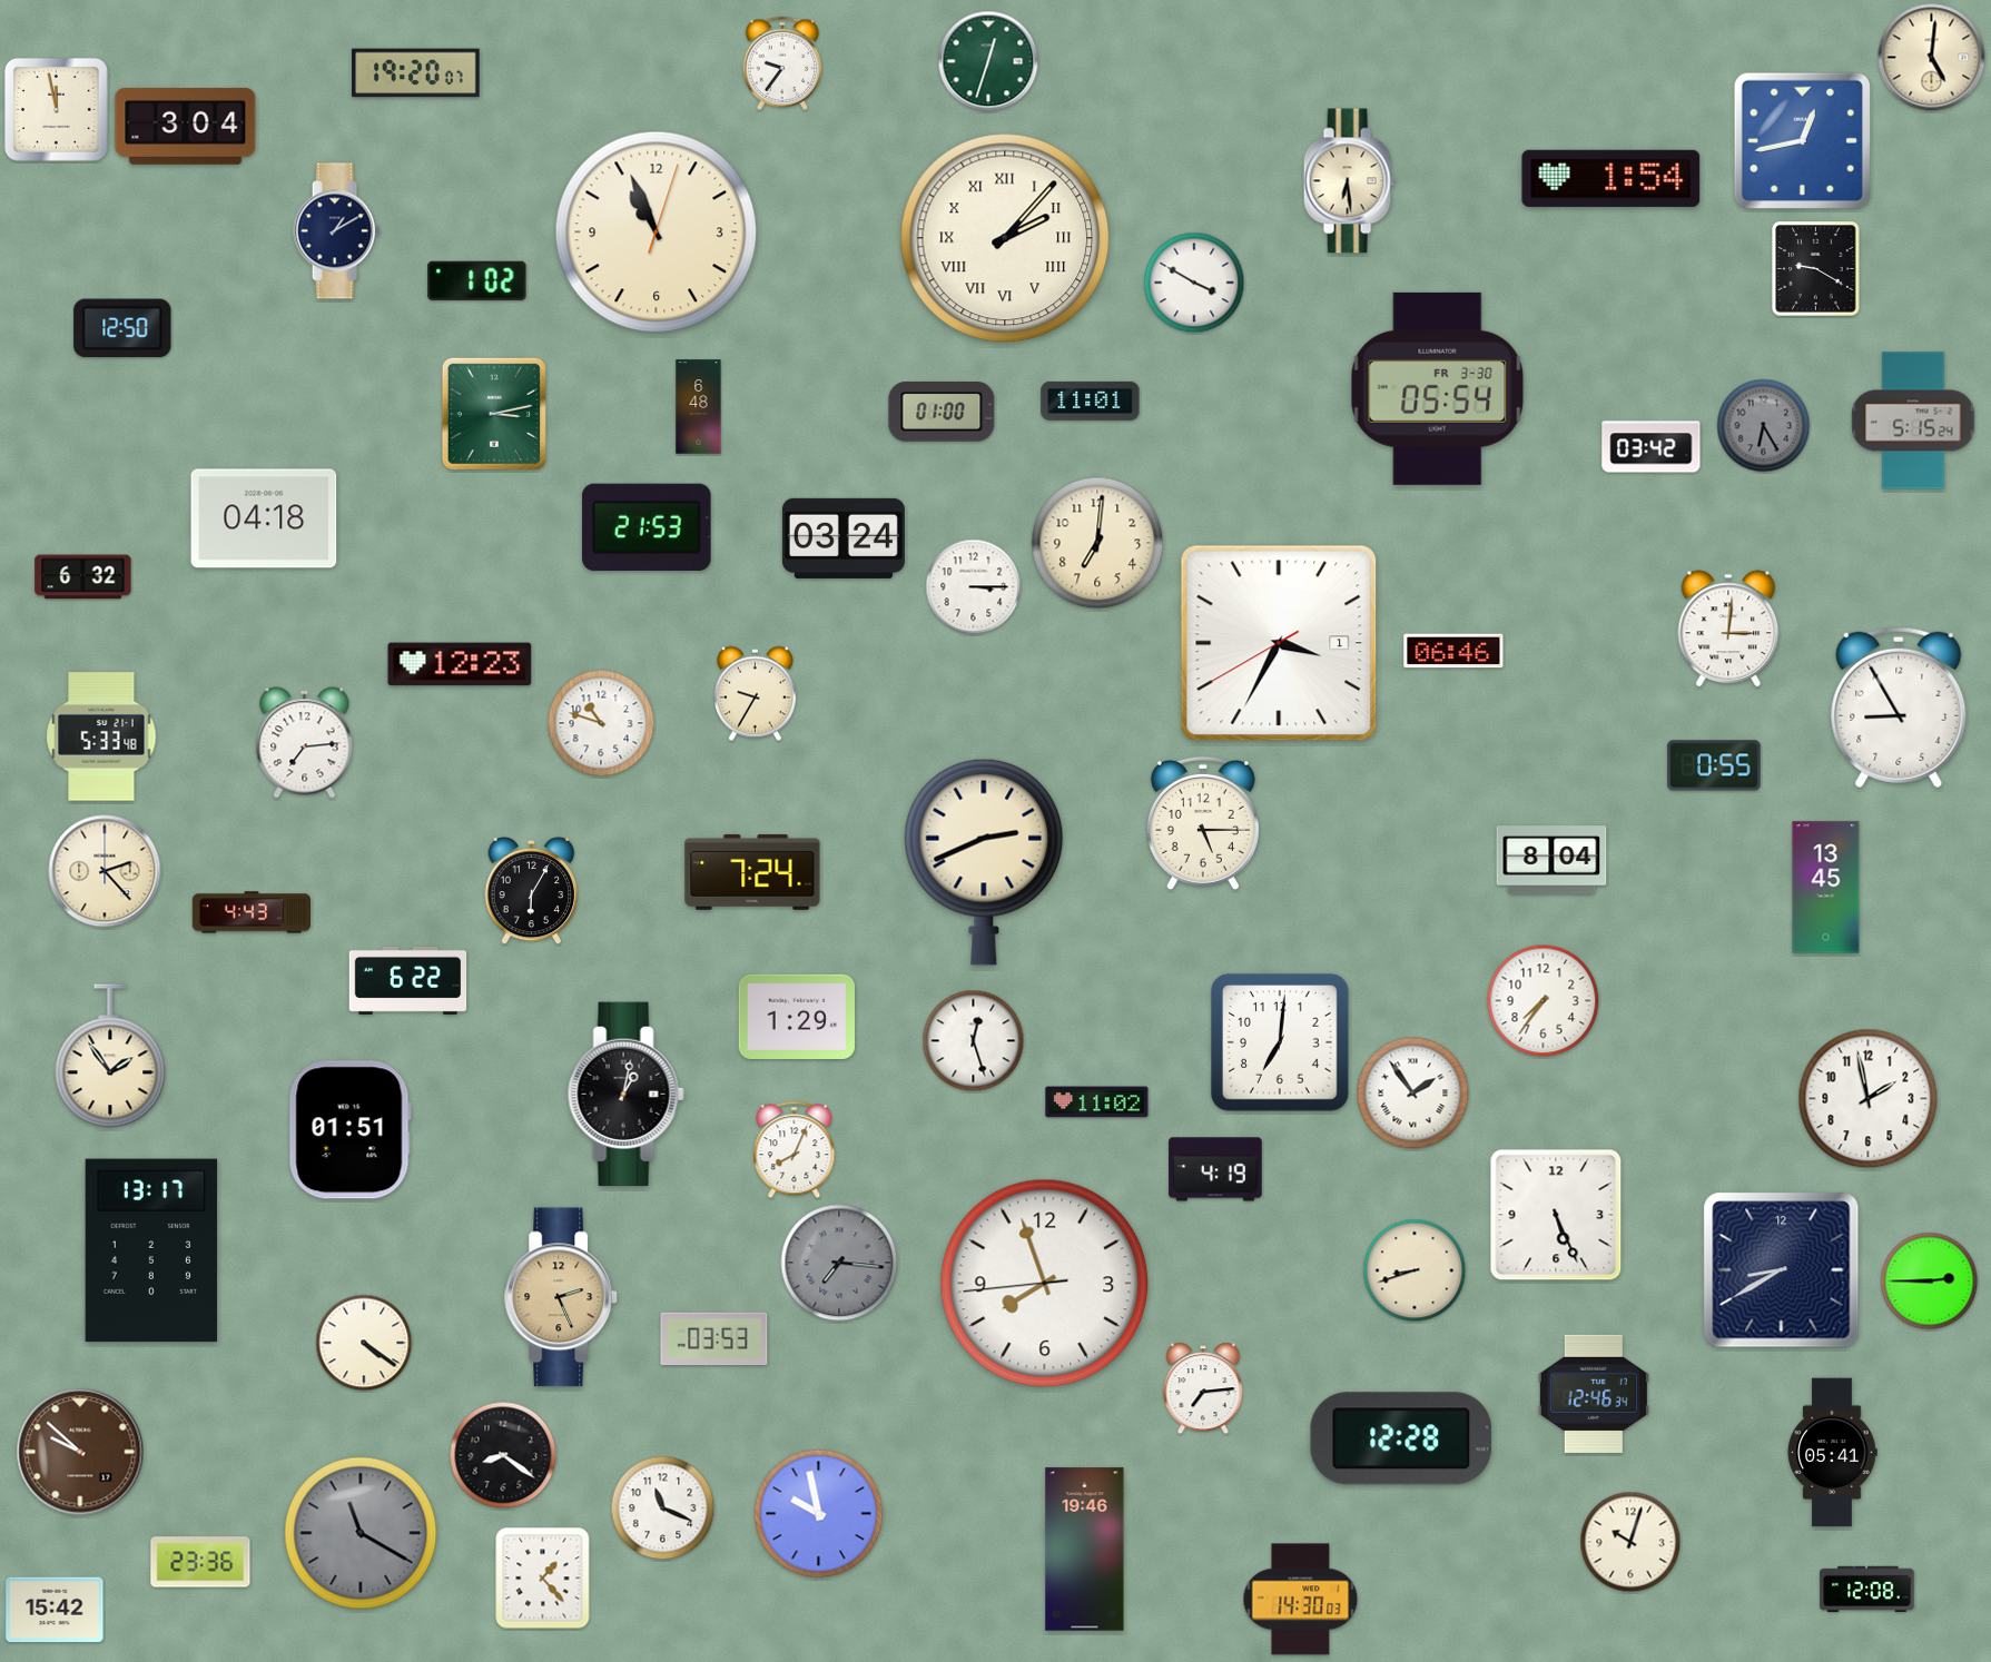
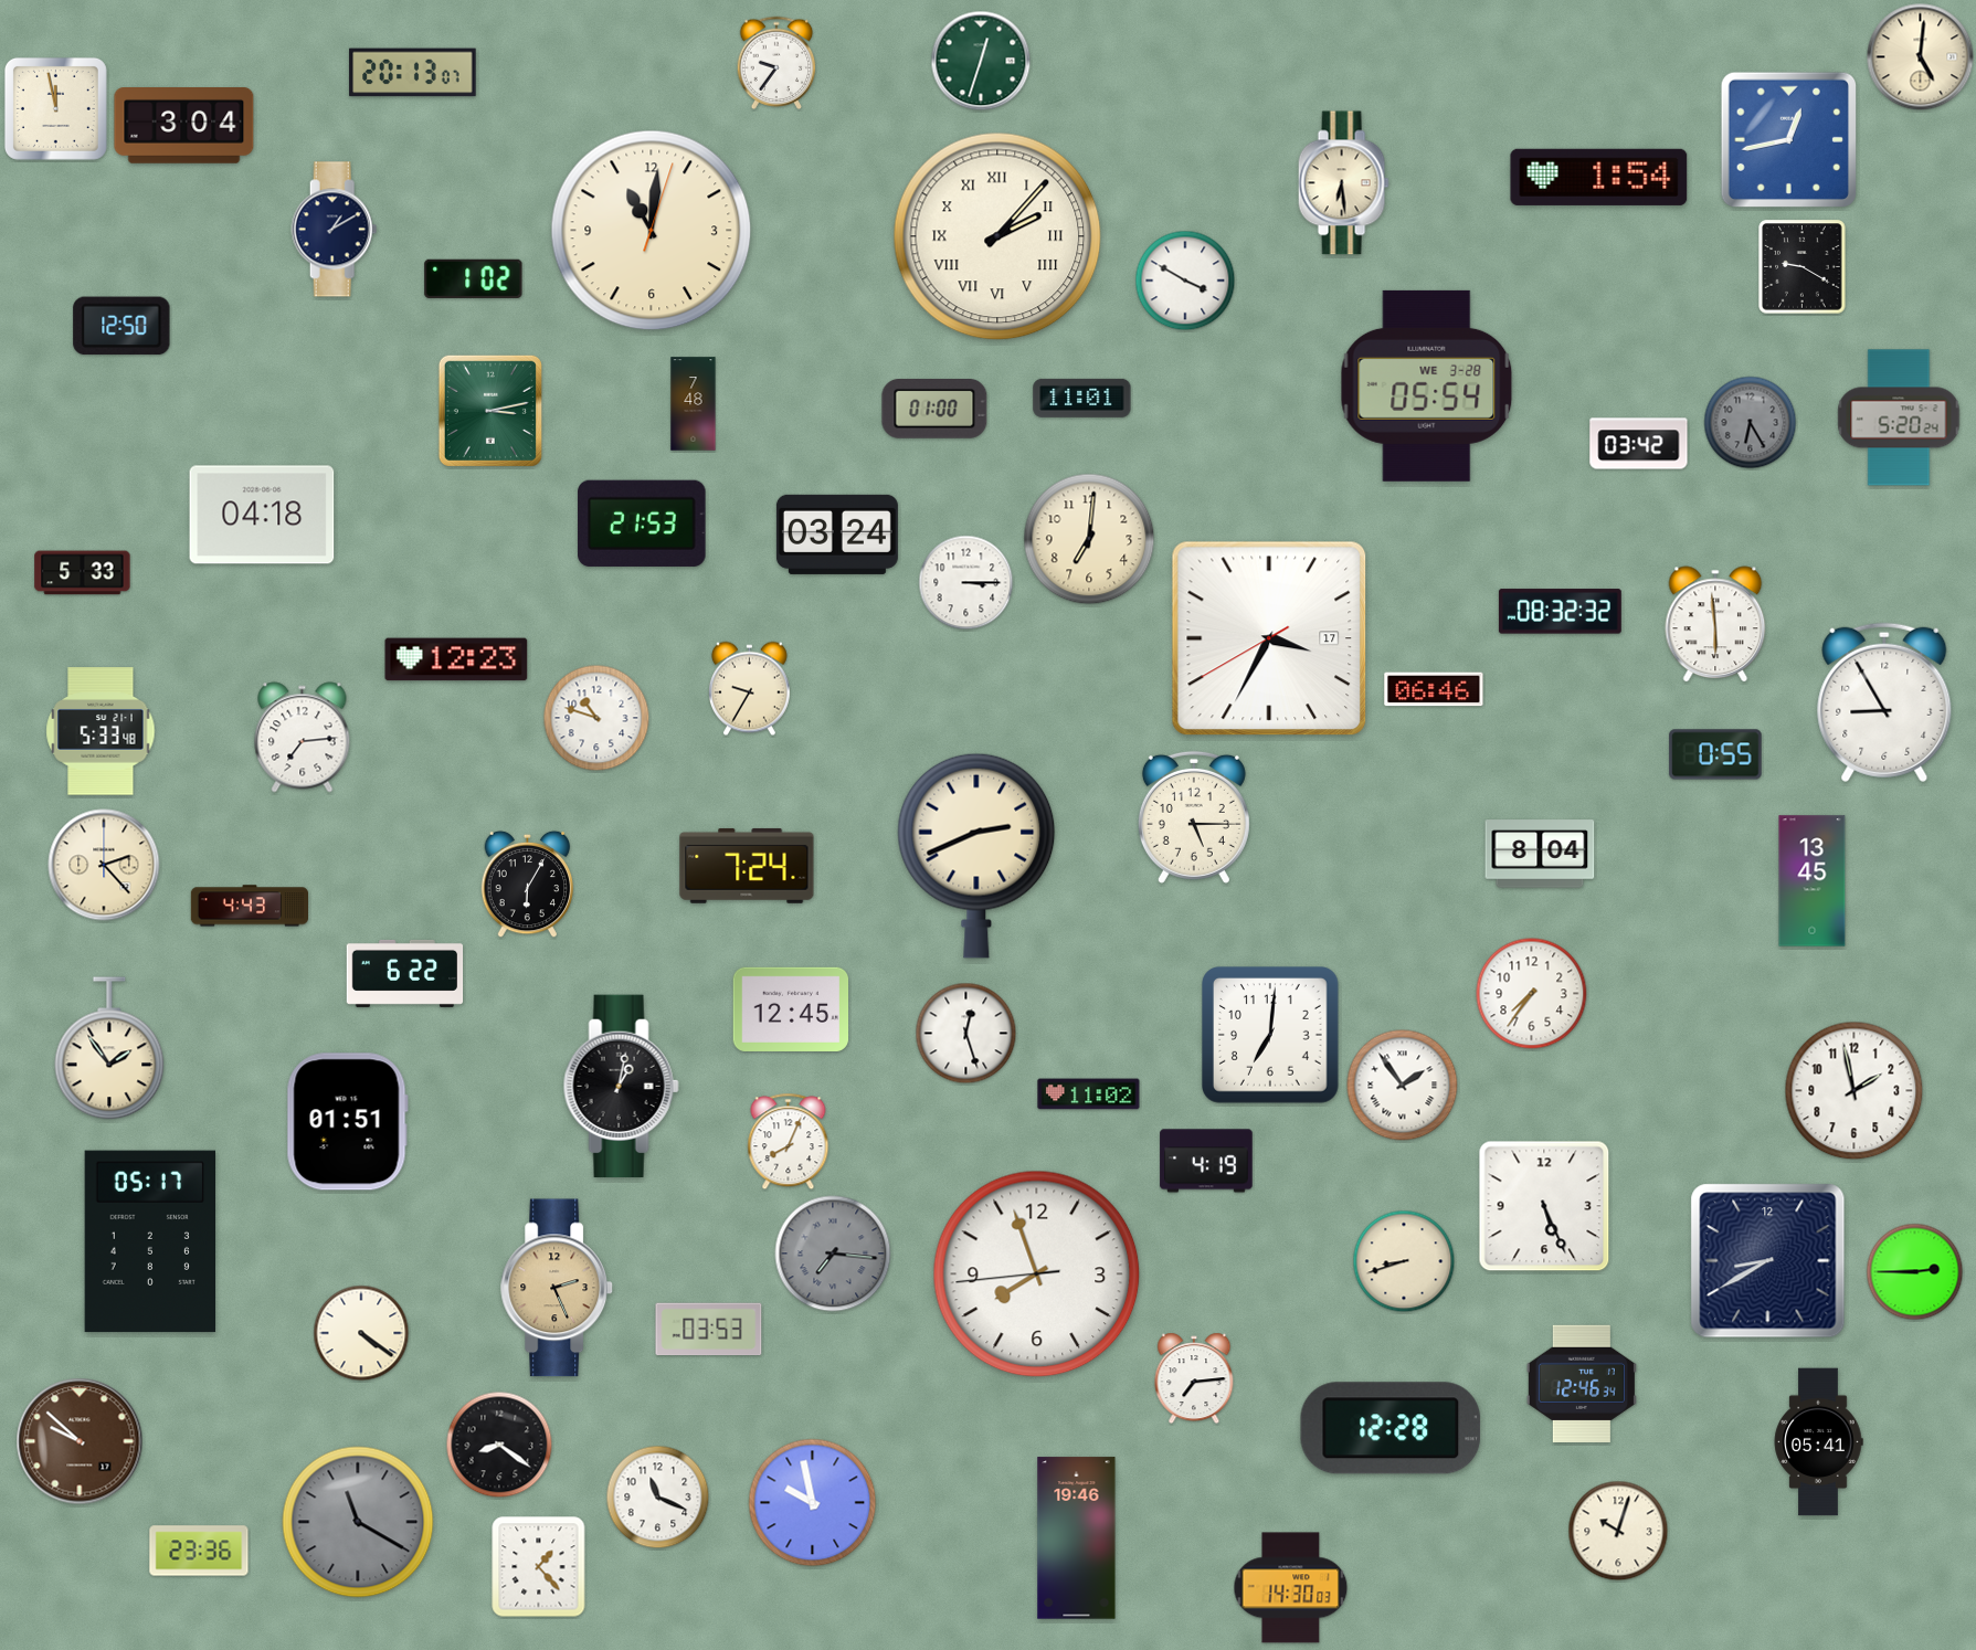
clock at (1932, 58) position: (1932, 58) -> (1921, 57)
clock at (416, 73): 19:20 -> 20:13
clock at (1349, 181) position: (1349, 181) -> (1343, 183)
clock at (657, 233): 10:56 -> 11:01
clock at (1438, 388) date: FR 3-30 -> WE 3-28
clock at (699, 407): 6:48 -> 7:48
clock at (1913, 421): 5:15 -> 5:20
clock at (83, 577): 6:32 -> 5:33
clock at (1560, 612): none -> 08:32
clock at (1728, 629): 3:01 -> 5:59
clock at (1279, 643) date: 1 -> 17
clock at (1453, 651) position: (1453, 651) -> (1434, 689)
clock at (1714, 765) position: (1714, 765) -> (1715, 754)
clock at (797, 1017): 1:29 -> 12:45
clock at (151, 1250): 13:17 -> 05:17
clock at (1867, 1589): 12:08 -> none
clock at (55, 1610): 15:42 -> none
